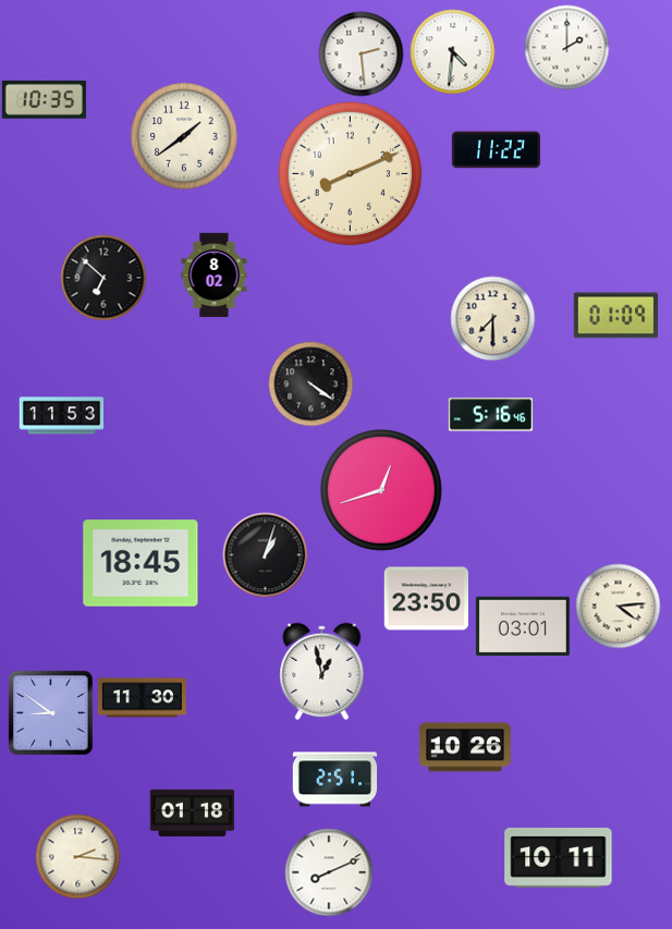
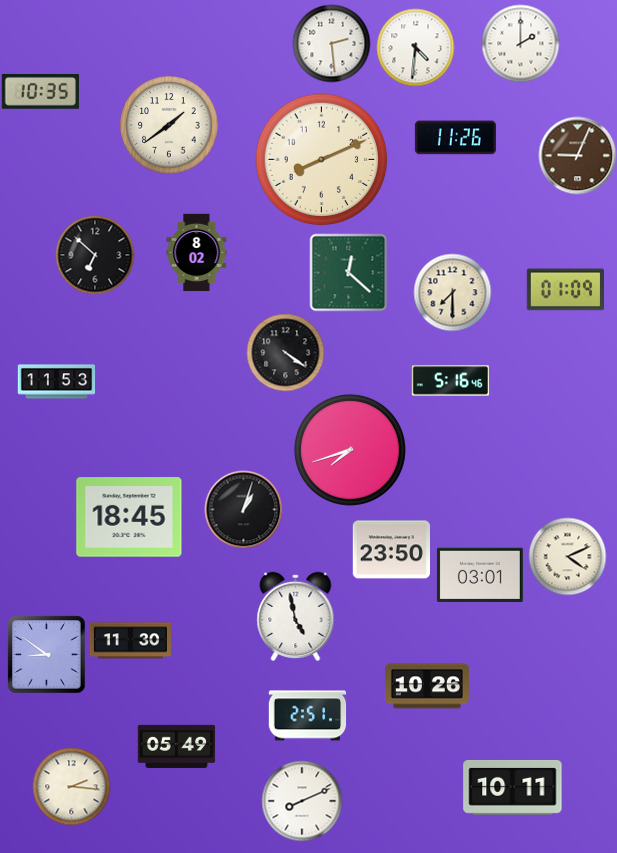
clock at (361, 53) position: (361, 53) -> (331, 43)
clock at (496, 150): 11:22 -> 11:26
clock at (577, 155): none -> 9:04
clock at (348, 272): none -> 12:22
clock at (381, 490): 12:42 -> 7:42
clock at (618, 606): 4:14 -> 4:11
clock at (322, 671): 12:58 -> 4:58
clock at (192, 812): 01:18 -> 05:49
